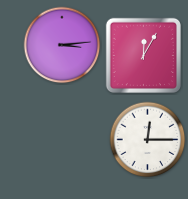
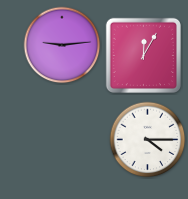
clock at (62, 45): 3:14 -> 9:14
clock at (148, 140): 12:15 -> 4:15
